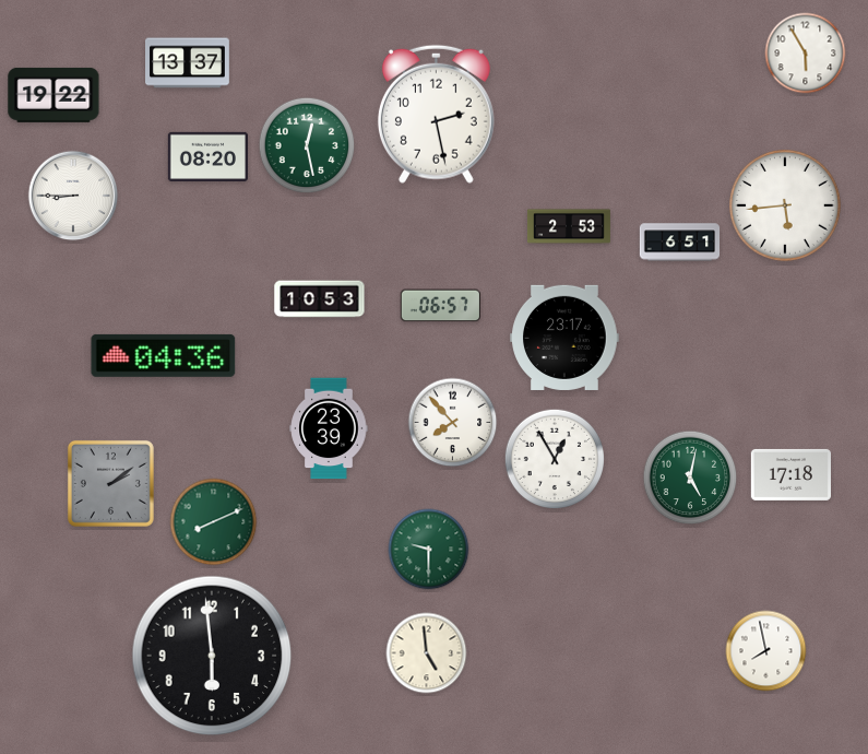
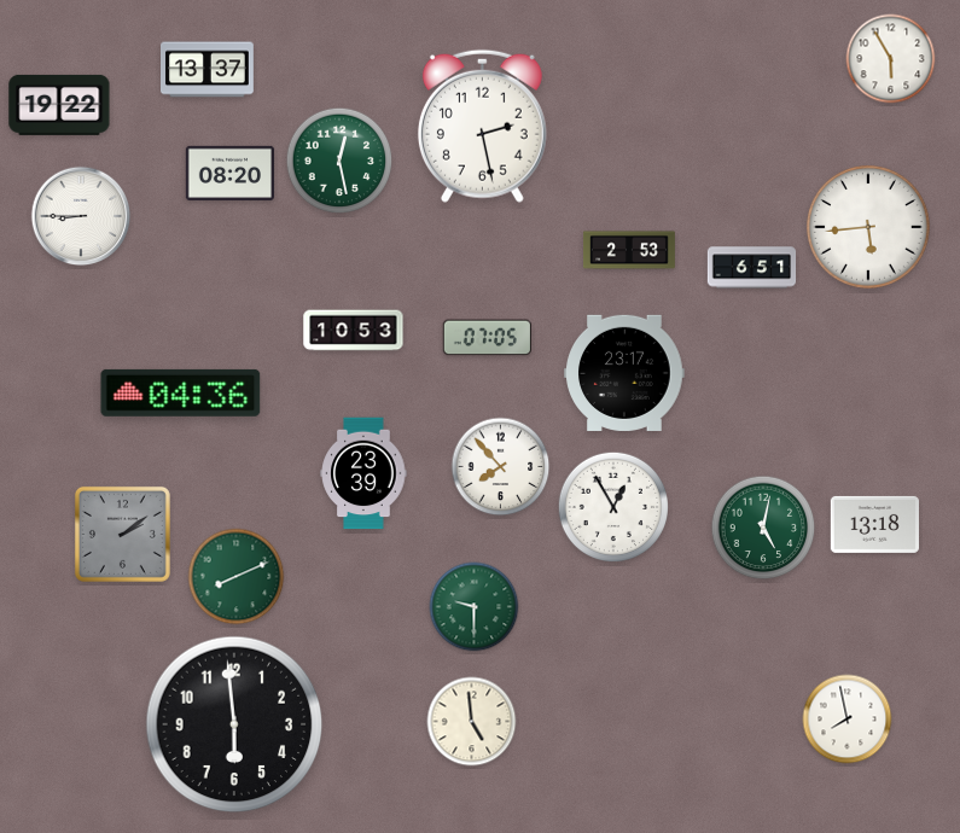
clock at (440, 306): 06:57 -> 07:05
clock at (790, 474): 17:18 -> 13:18
